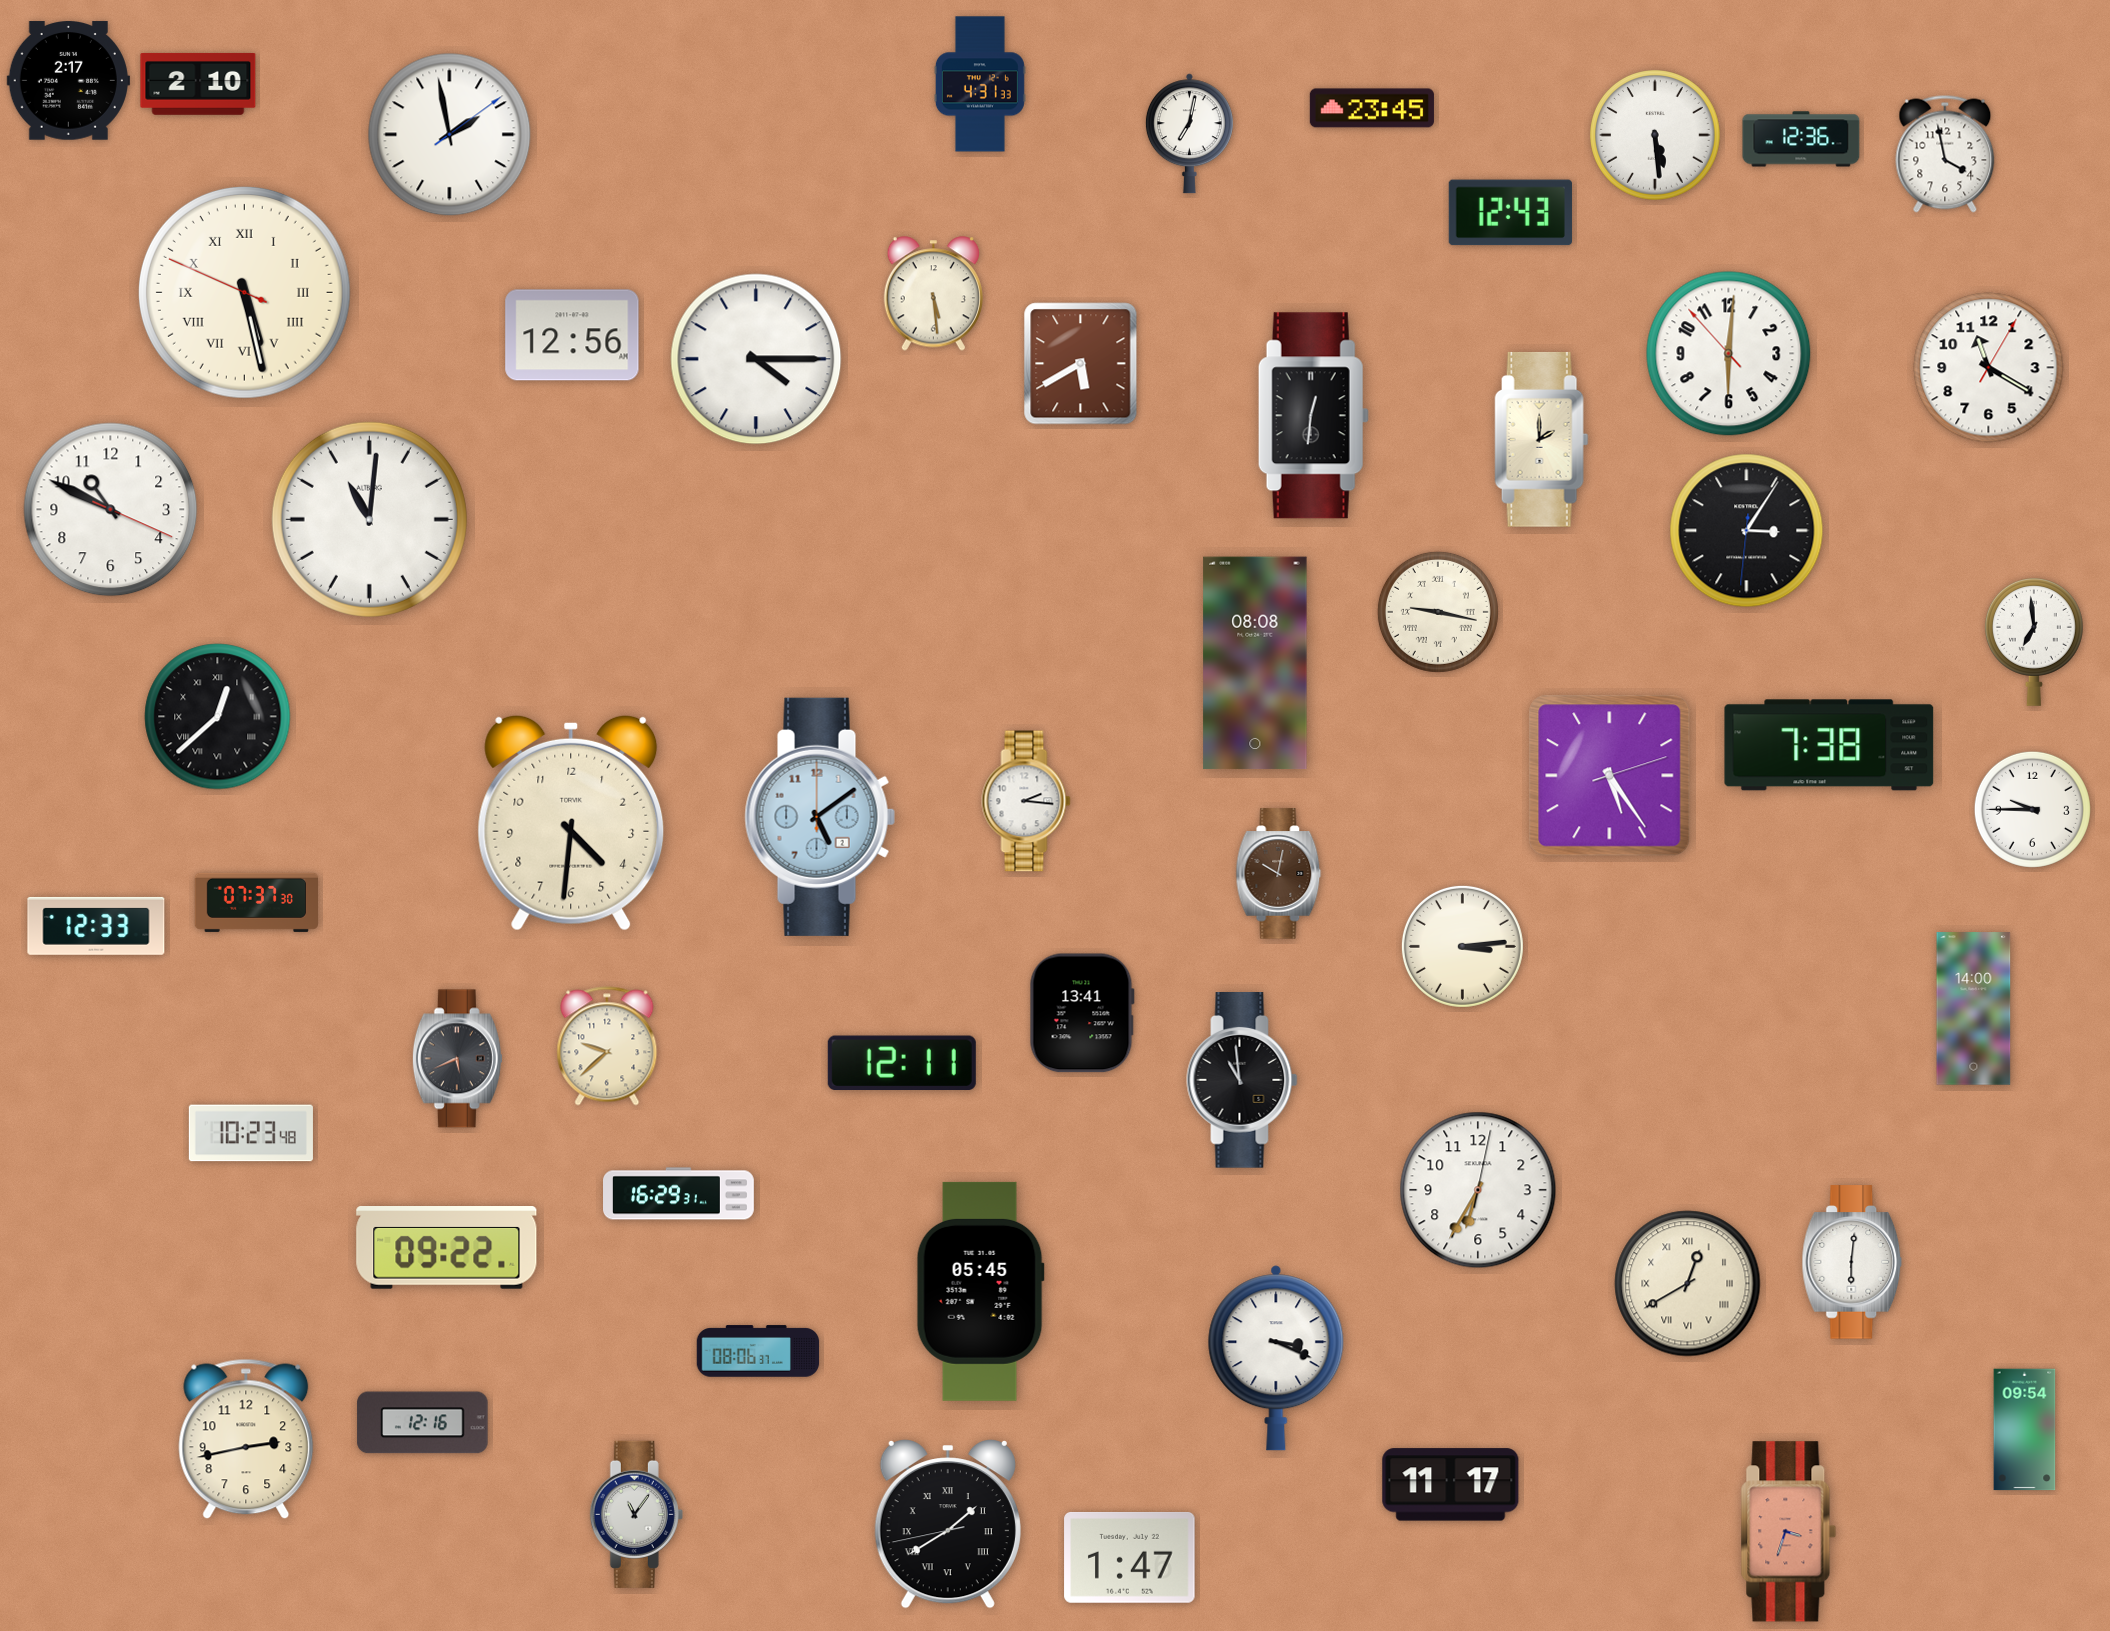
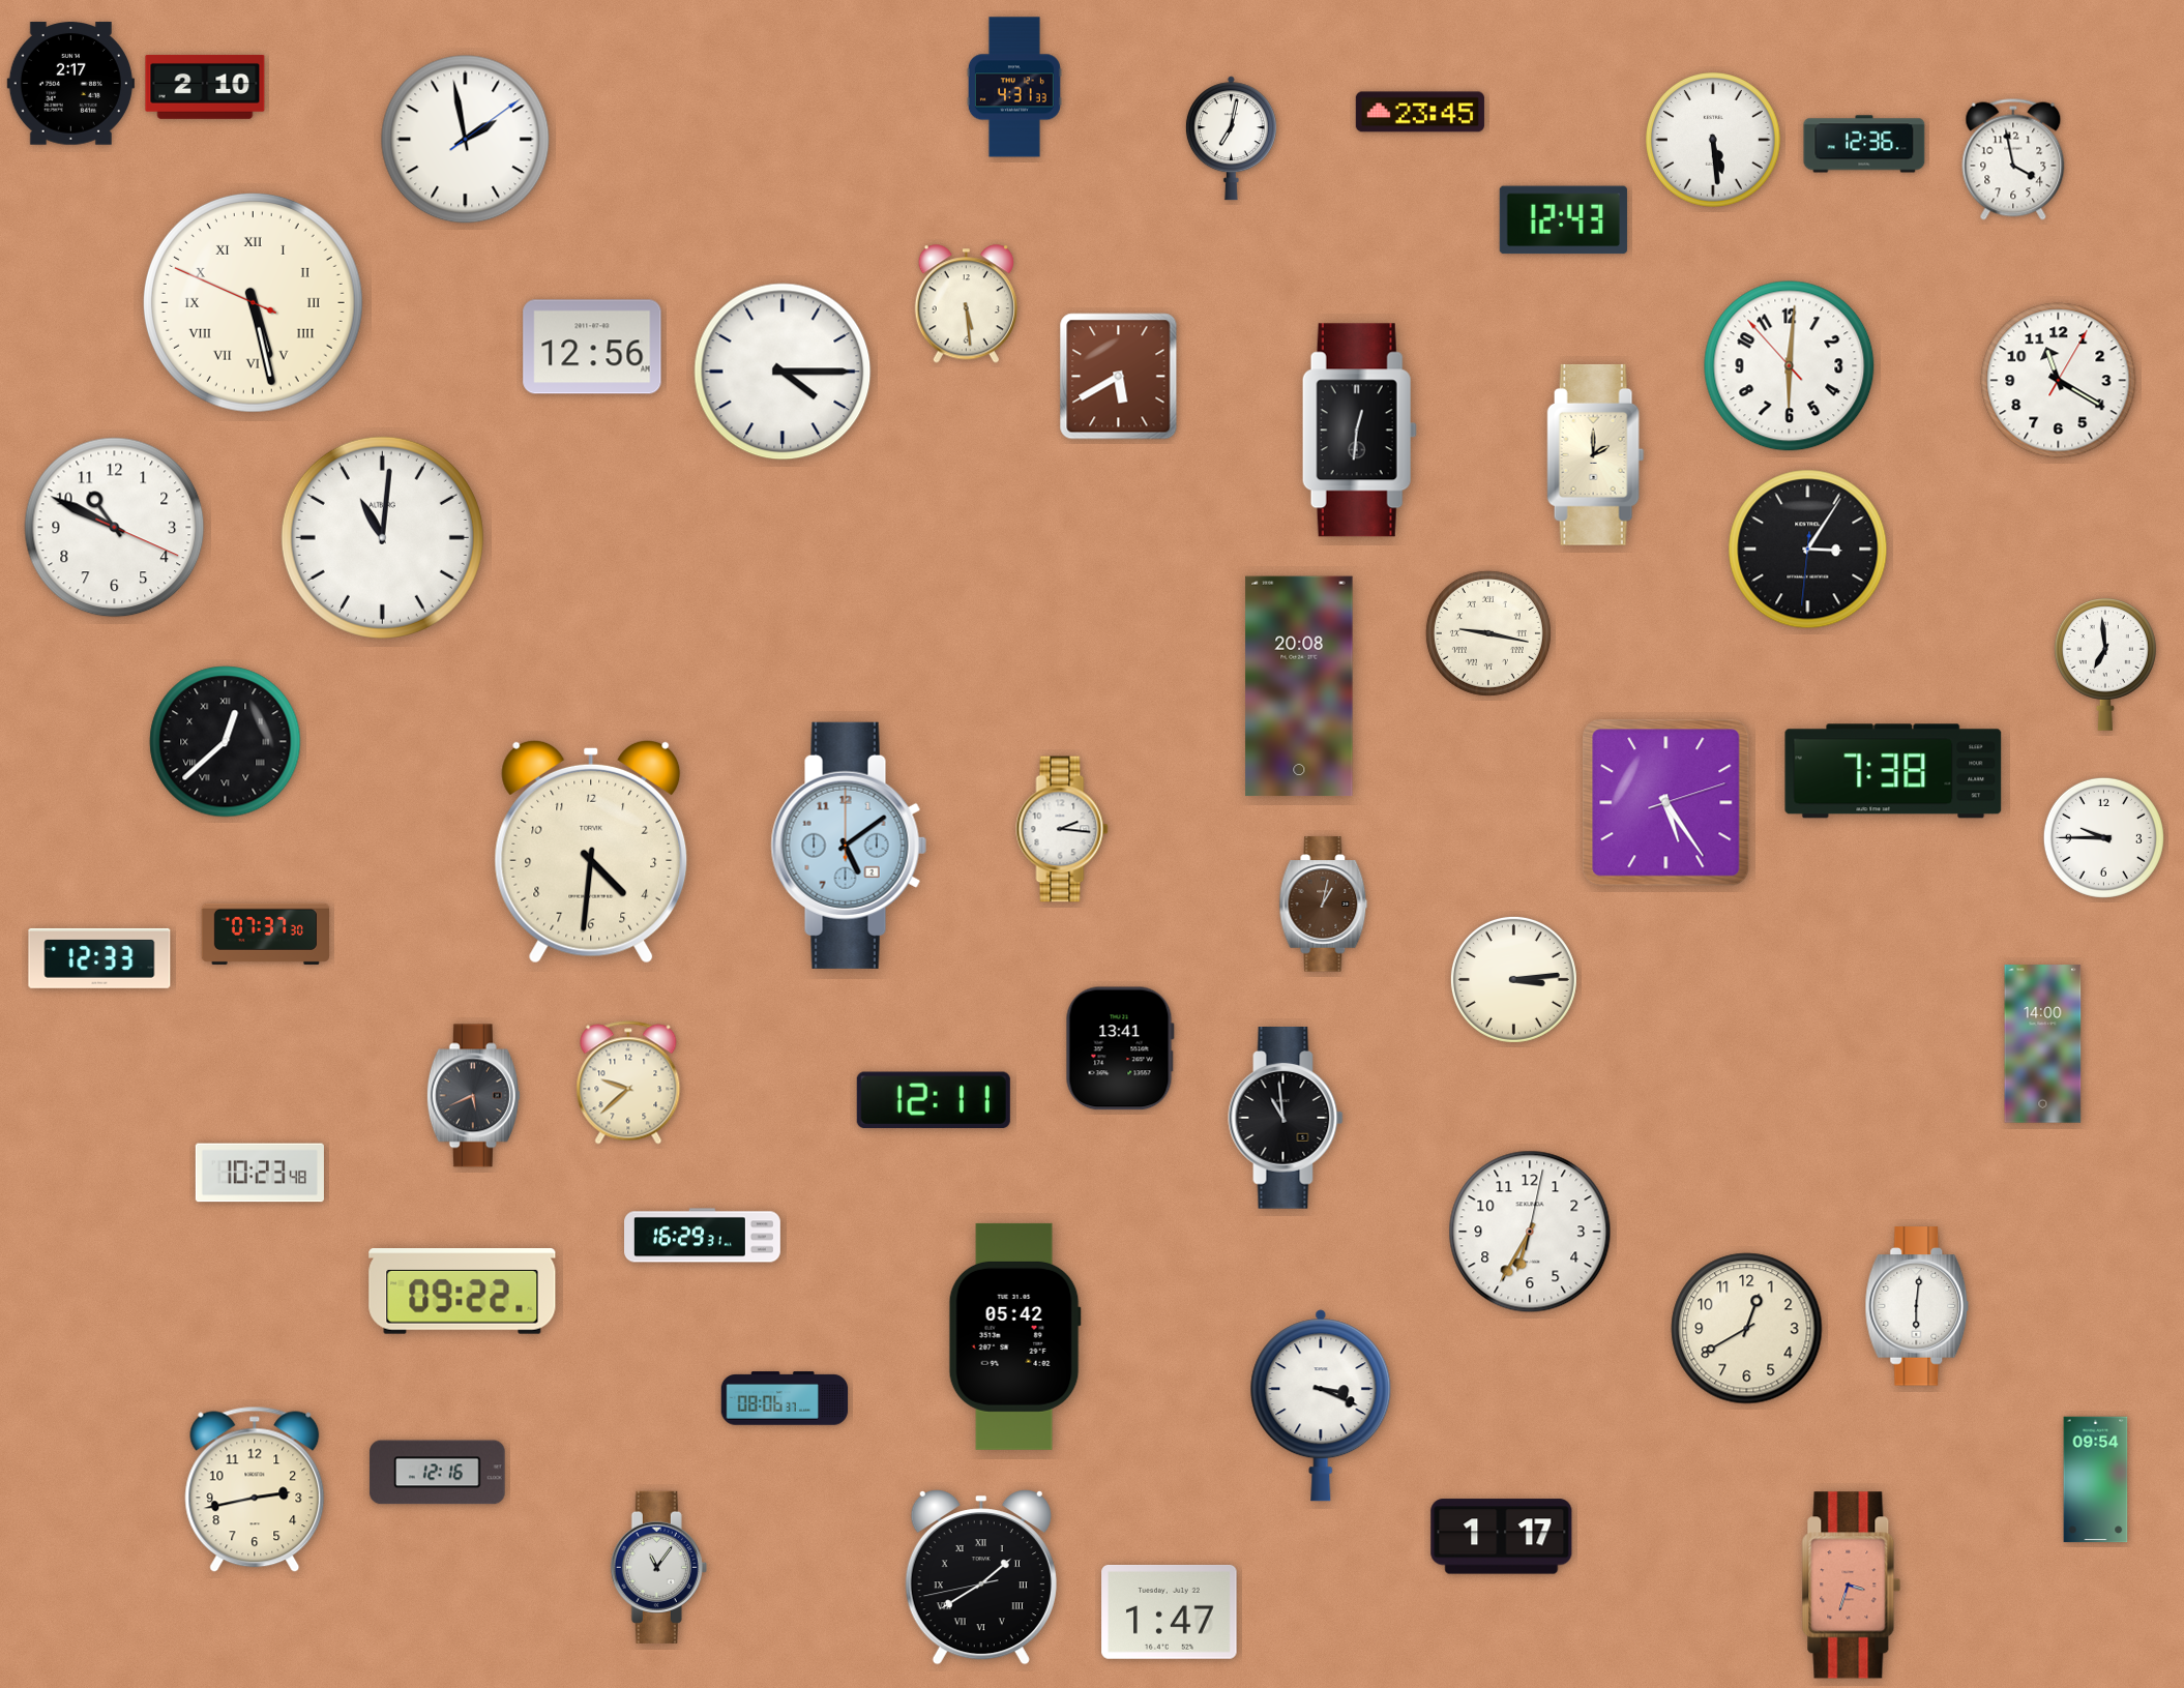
clock at (1255, 663): 08:08 -> 20:08
clock at (1279, 874): 10:02 -> 1:02
clock at (1688, 1284) numerals: Roman -> Arabic
clock at (980, 1291): 05:45 -> 05:42
clock at (1451, 1485): 11:17 -> 1:17
